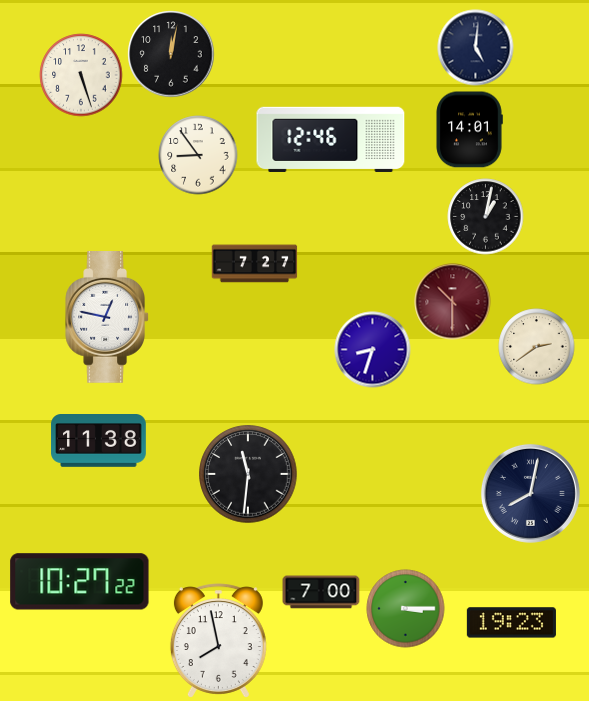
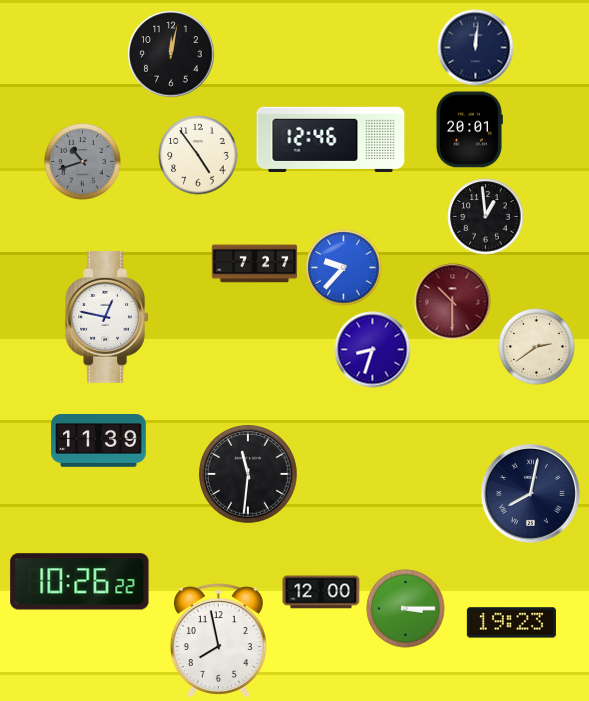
clock at (476, 48): 5:01 -> 12:01
clock at (81, 75): 5:27 -> none
clock at (469, 130): 14:01 -> 20:01
clock at (198, 155): 8:54 -> 4:54
clock at (83, 162): none -> 10:42
clock at (486, 217): 1:02 -> 12:59
clock at (344, 268): none -> 9:37
clock at (99, 441): 11:38 -> 11:39
clock at (80, 582): 10:27 -> 10:26
clock at (321, 592): 7:00 -> 12:00
